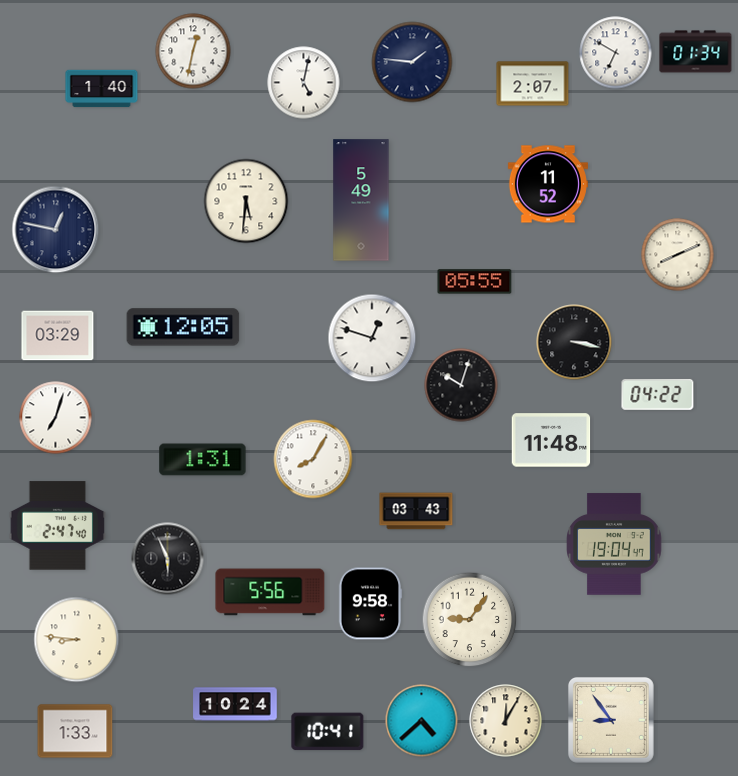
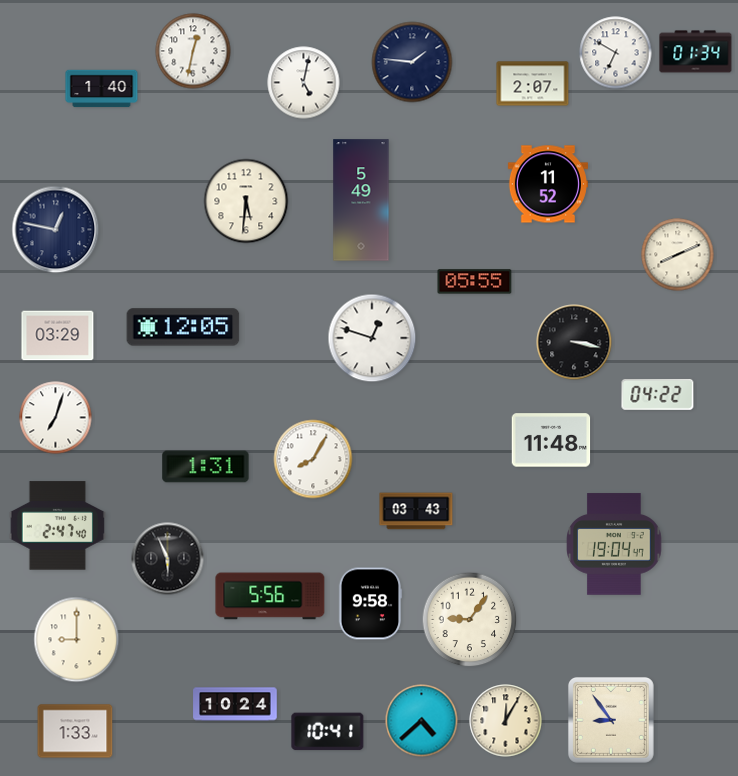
clock at (461, 385): 10:03 -> none
clock at (203, 460) position: (203, 460) -> (206, 467)
clock at (270, 592) position: (270, 592) -> (270, 596)
clock at (77, 640): 8:46 -> 9:00
